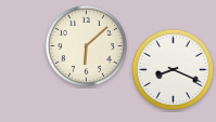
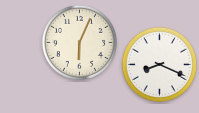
clock at (86, 45): 6:08 -> 6:04
